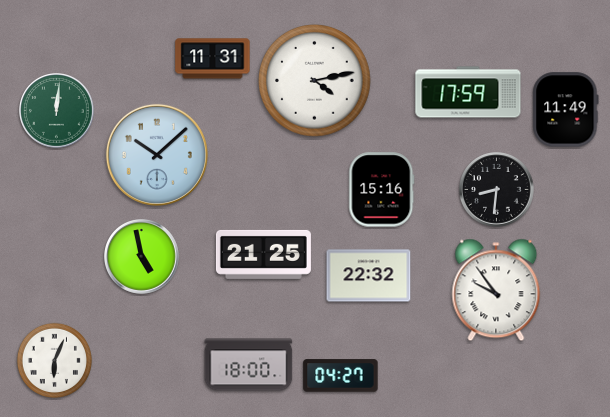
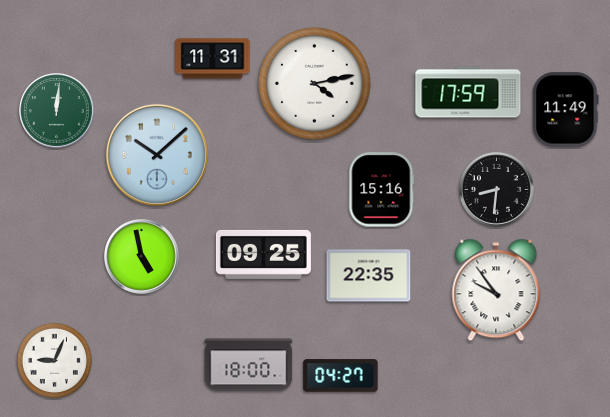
clock at (315, 81) position: (315, 81) -> (315, 84)
clock at (263, 254): 21:25 -> 09:25
clock at (369, 276): 22:32 -> 22:35
clock at (54, 360): 6:04 -> 9:04
